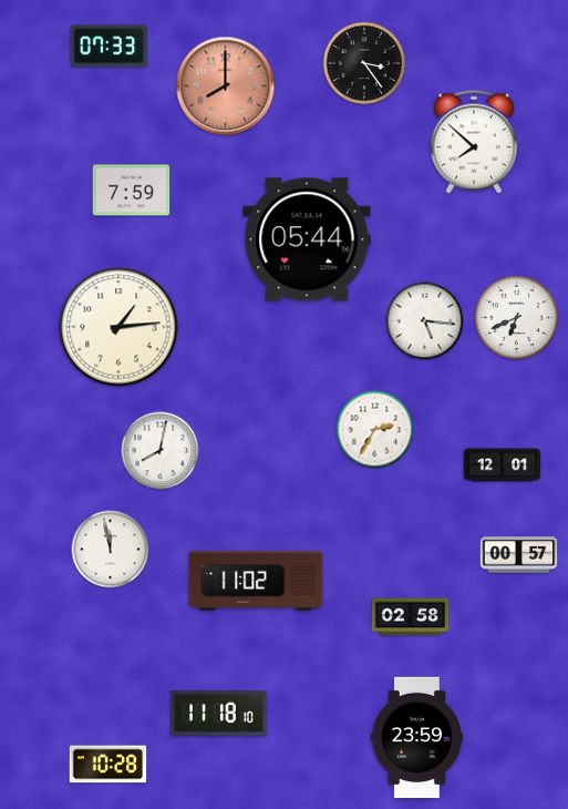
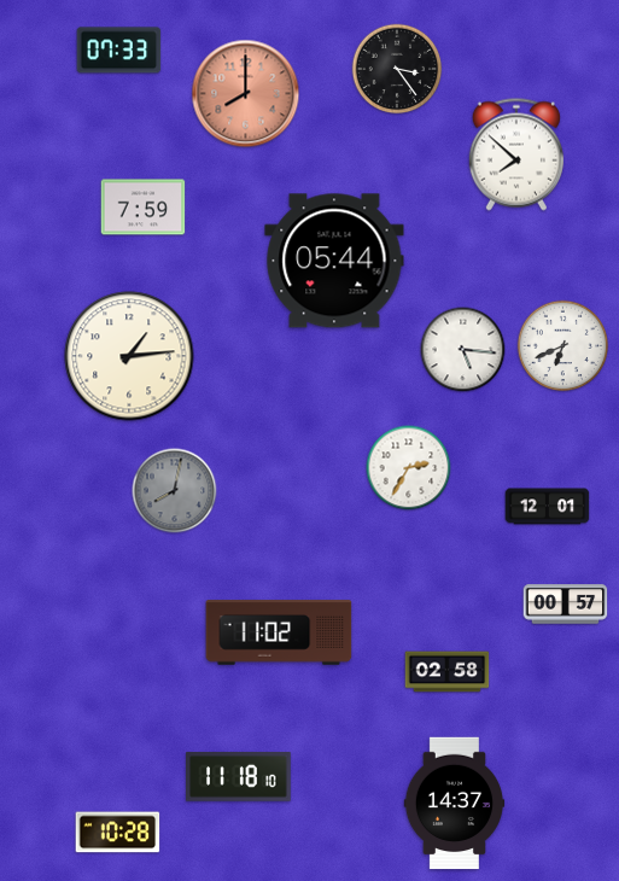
clock at (161, 451) dial: white -> grey
clock at (111, 550): 11:58 -> none
clock at (417, 738): 23:59 -> 14:37
